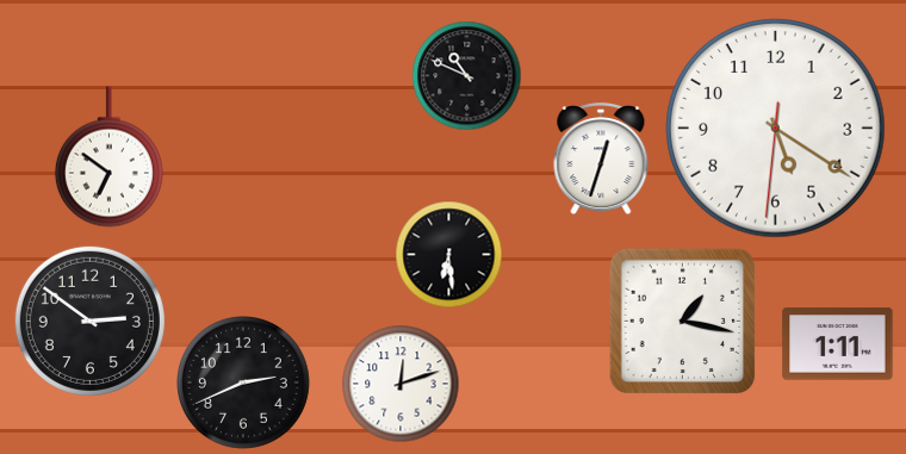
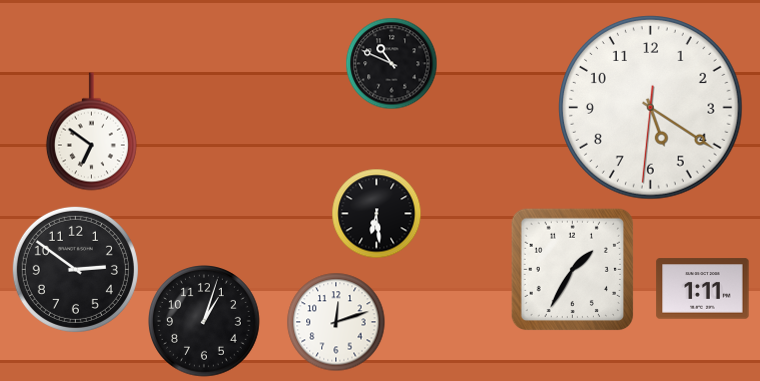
clock at (601, 158): 12:33 -> none
clock at (682, 321): 1:17 -> 1:35
clock at (244, 384): 2:41 -> 1:03
